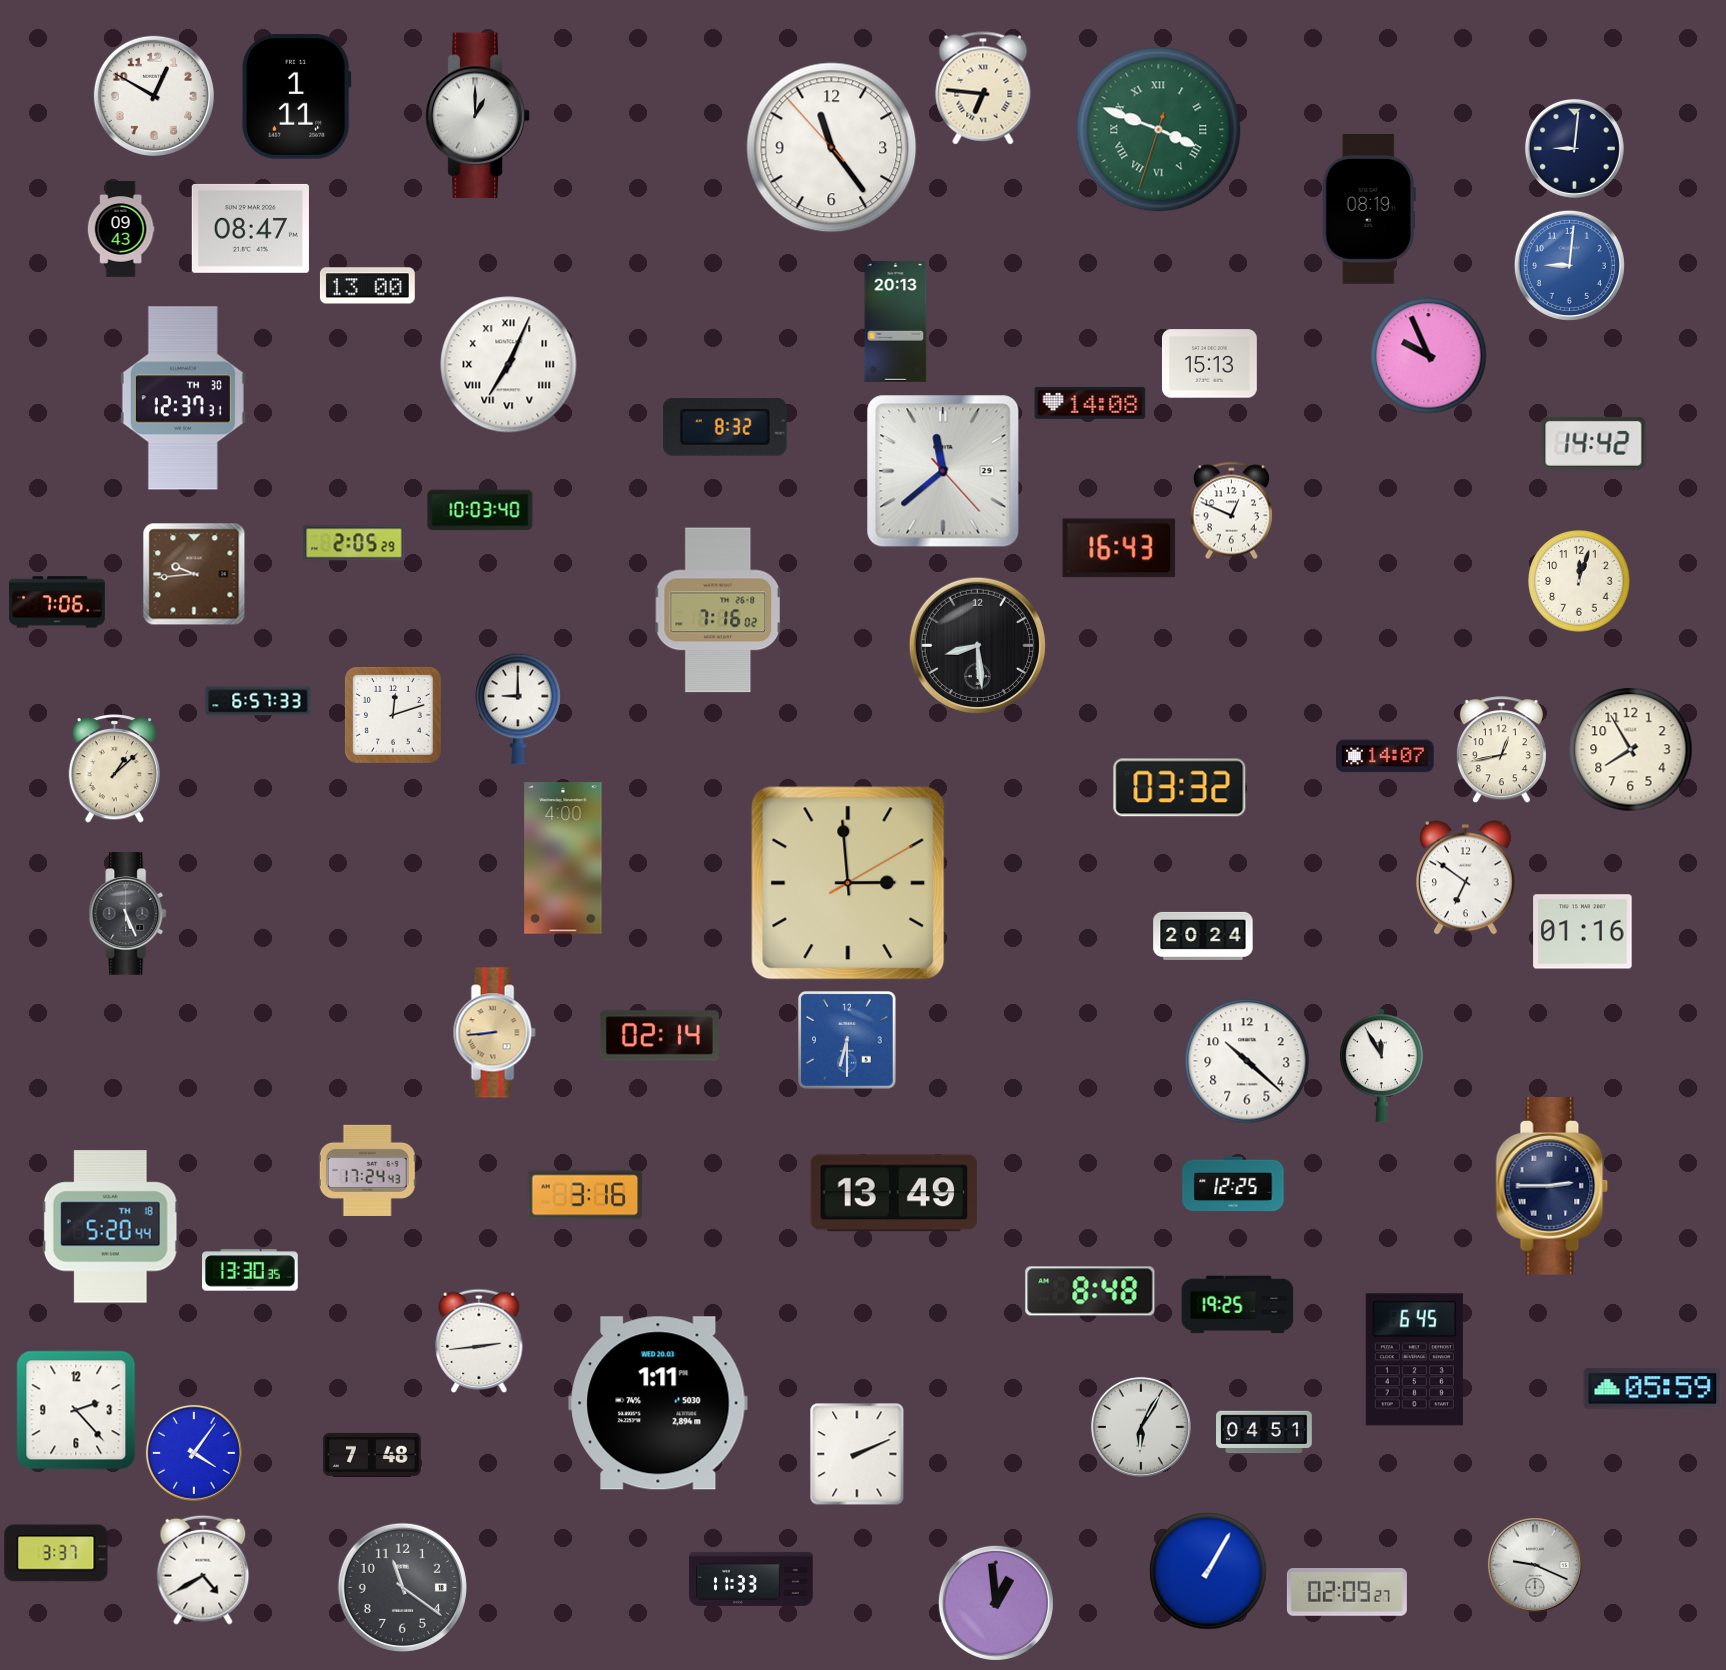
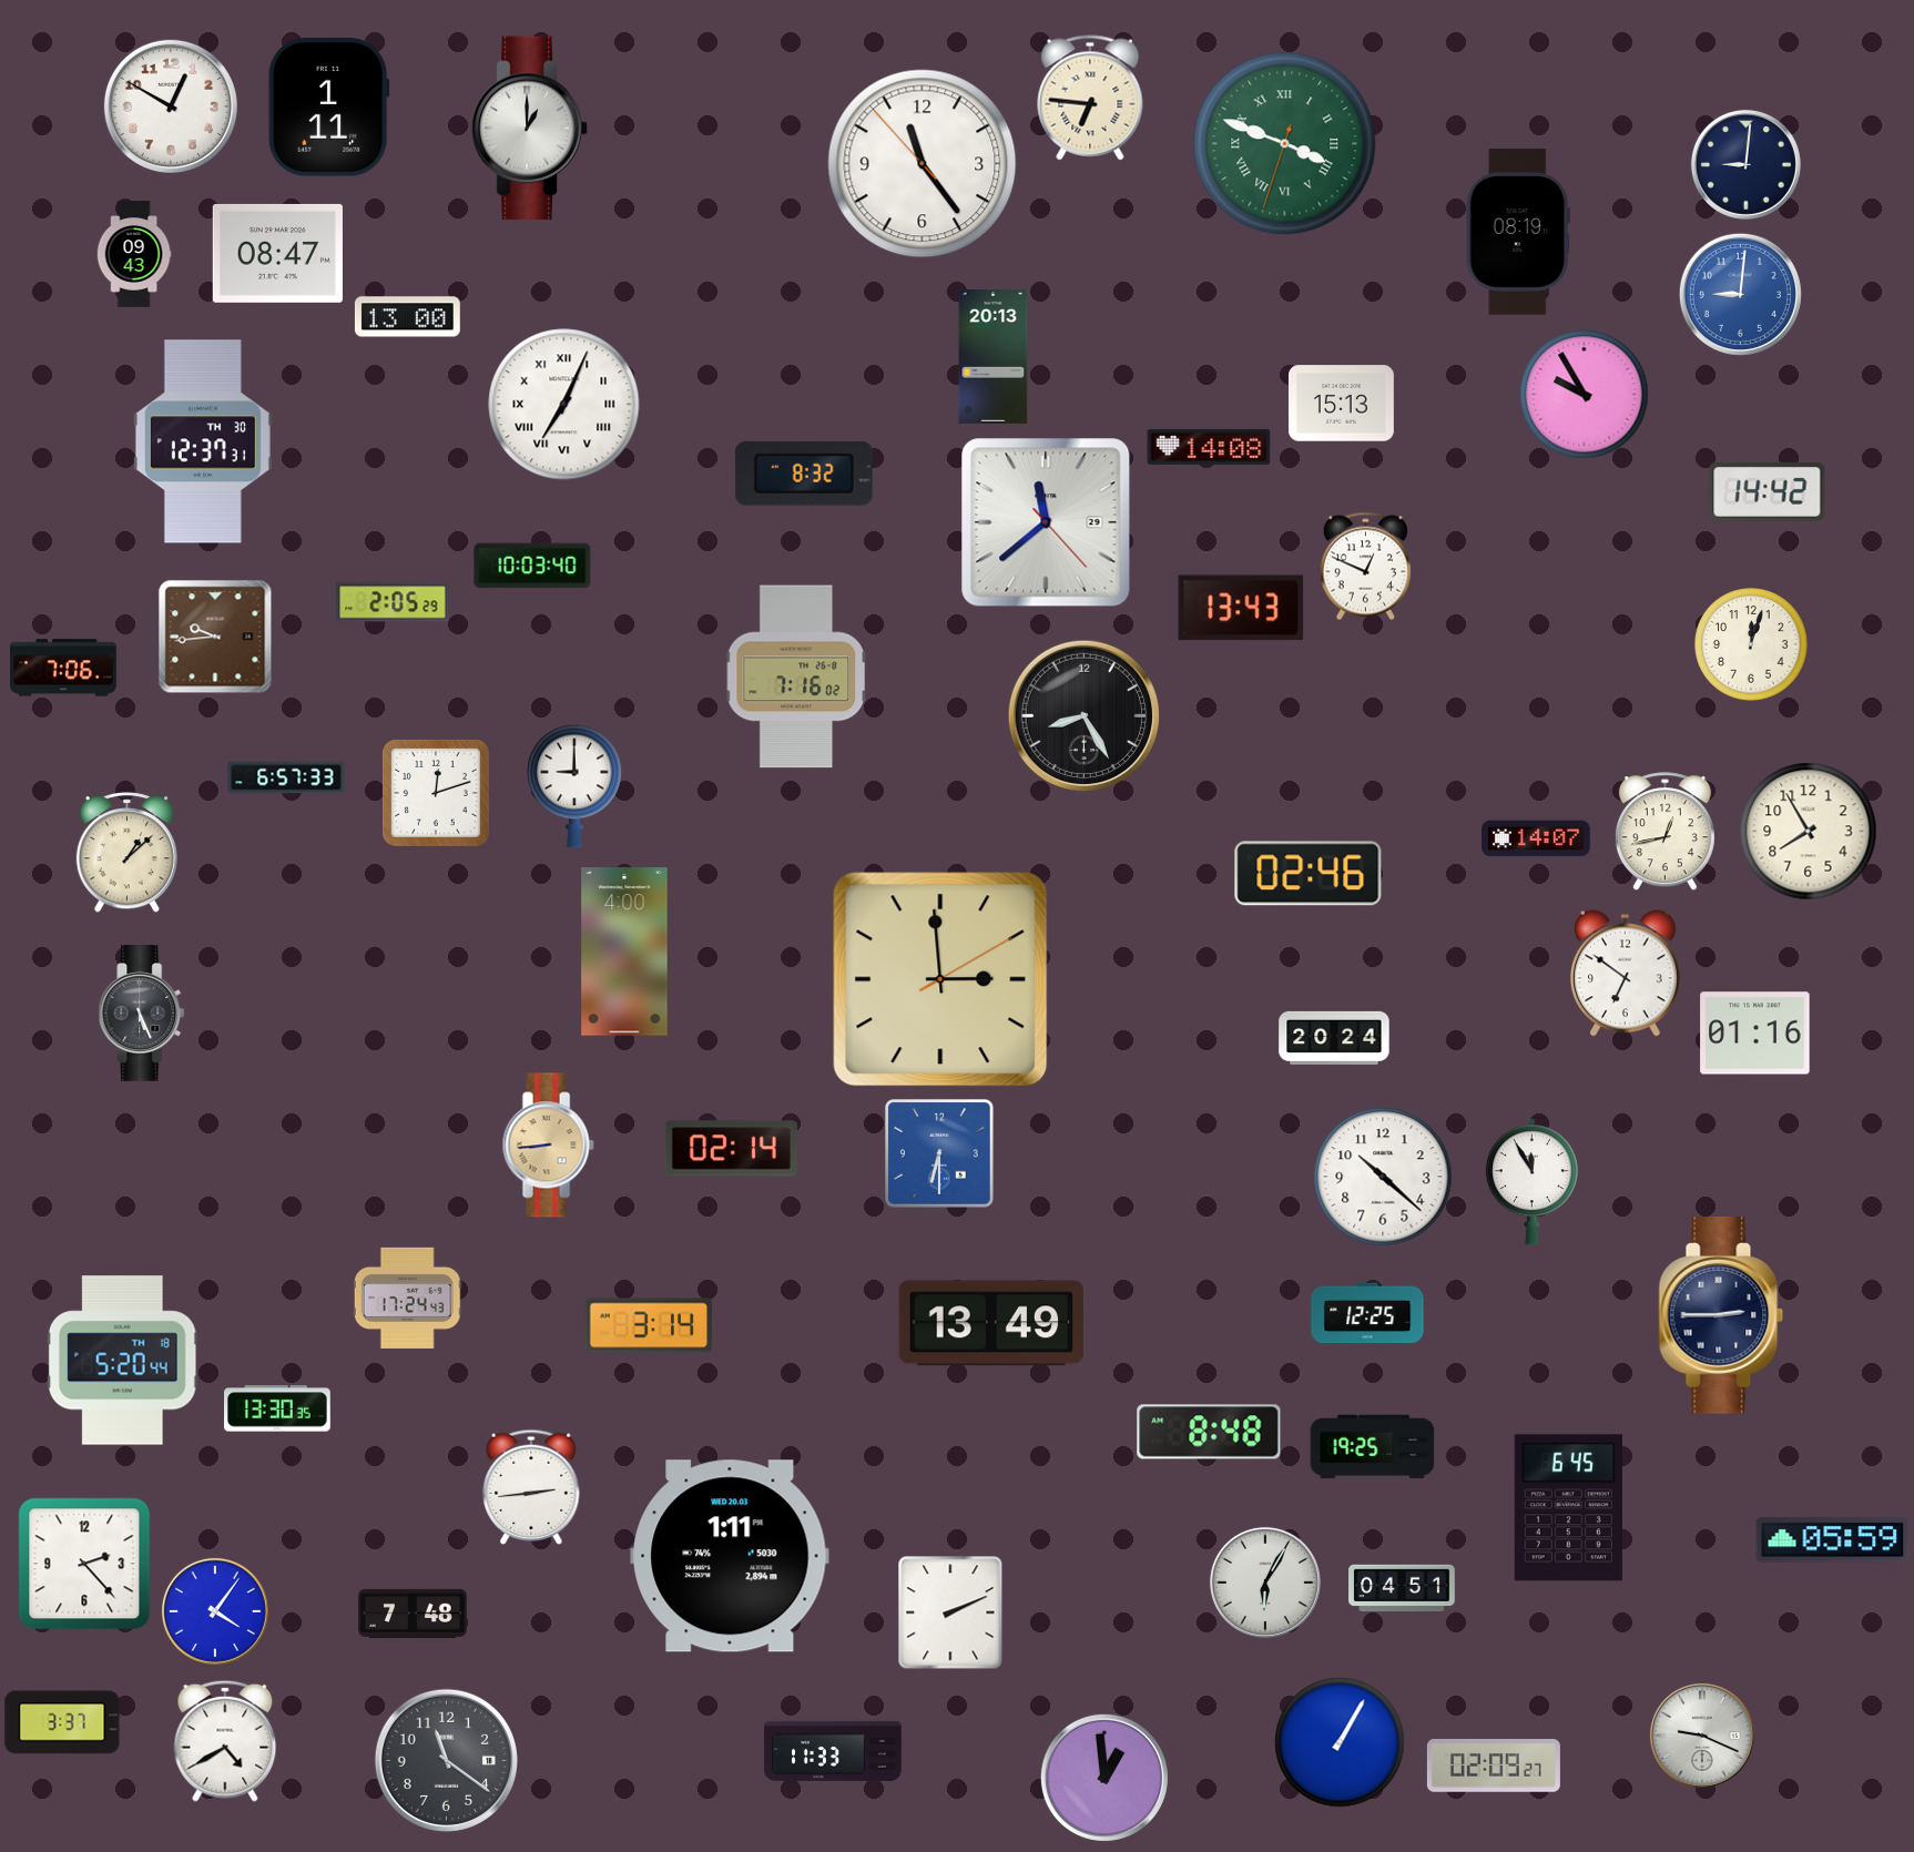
clock at (1429, 356): 9:56 -> 9:55
clock at (1119, 548): 16:43 -> 13:43
clock at (977, 645): 8:29 -> 8:25
clock at (1180, 788): 03:32 -> 02:46
clock at (585, 1195): 3:16 -> 3:14
